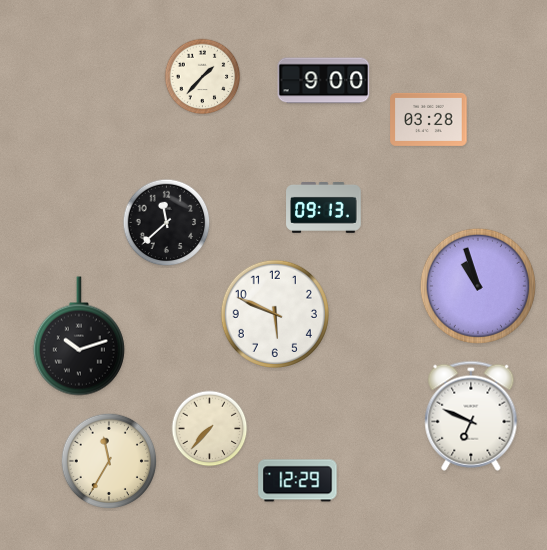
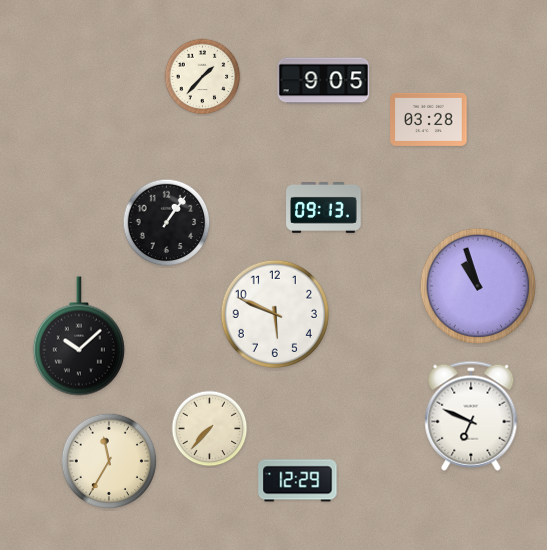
clock at (324, 81): 9:00 -> 9:05
clock at (167, 223): 11:38 -> 1:06
clock at (79, 336): 10:12 -> 10:08
